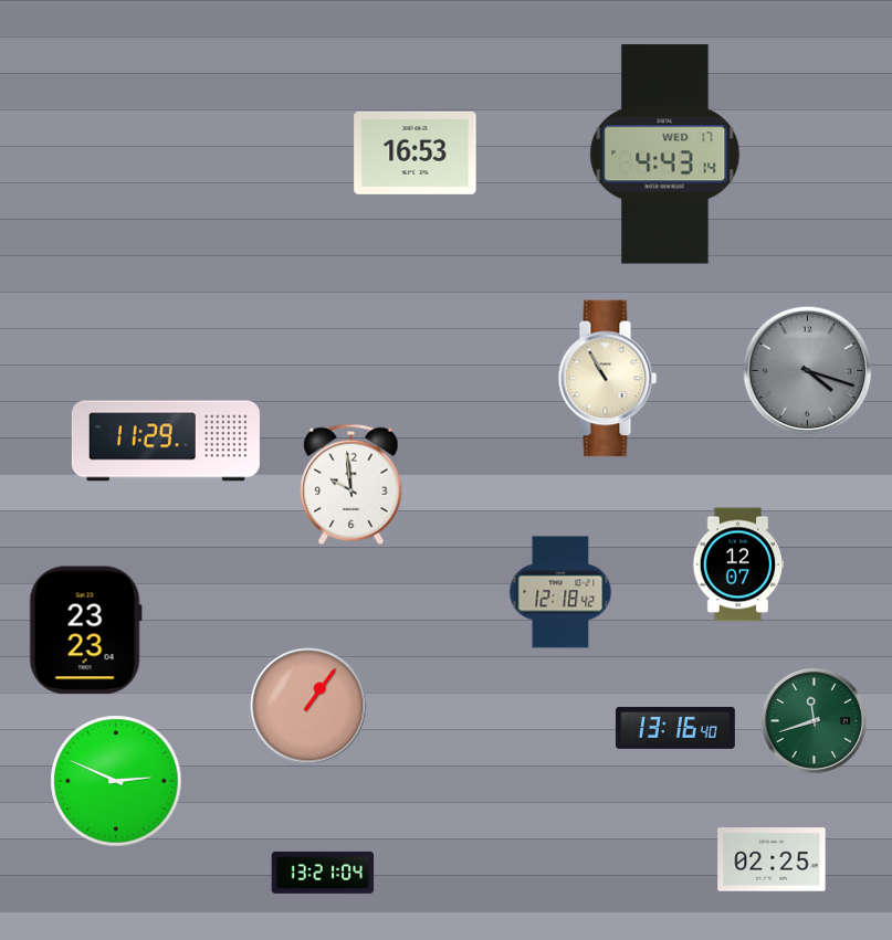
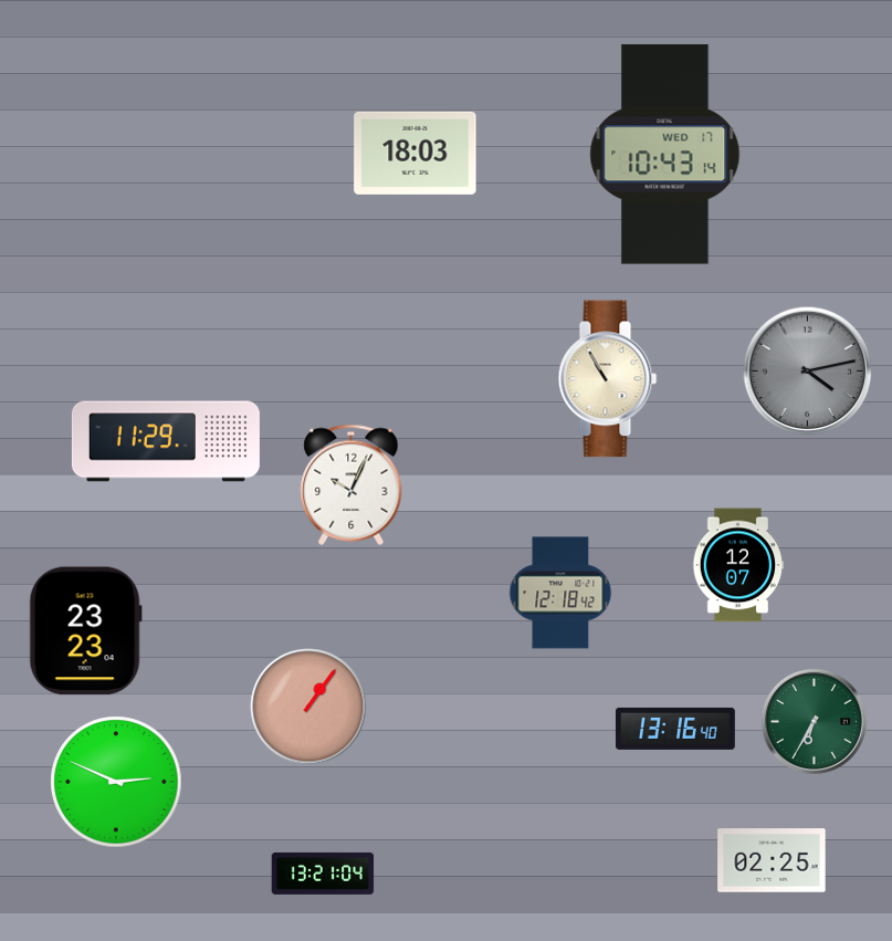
clock at (416, 152): 16:53 -> 18:03
clock at (665, 155): 4:43 -> 10:43
clock at (808, 371): 4:18 -> 4:13
clock at (351, 484): 9:59 -> 10:04
clock at (814, 720): 11:42 -> 6:35
